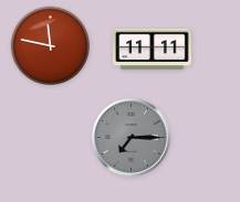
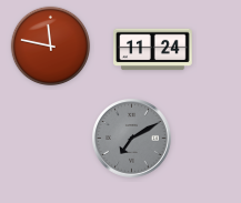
clock at (153, 50): 11:11 -> 11:24
clock at (132, 138): 7:15 -> 7:10
